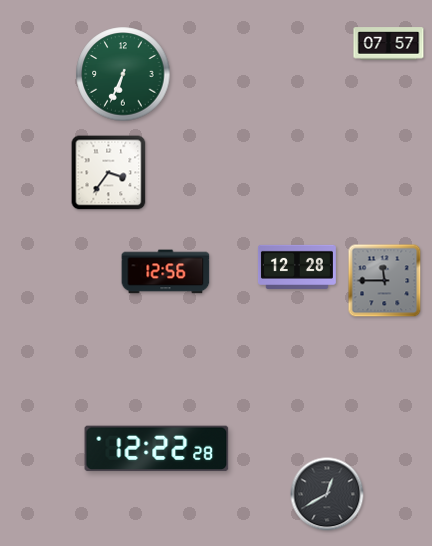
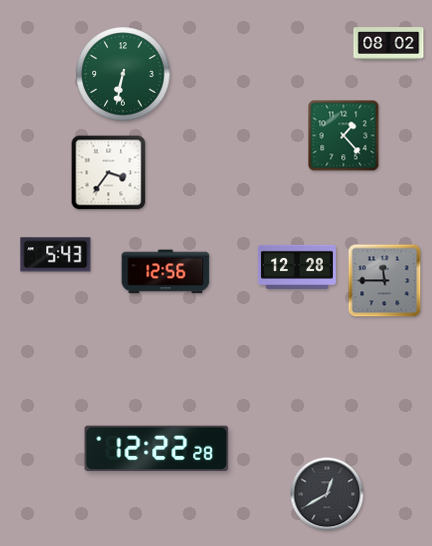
clock at (389, 44): 07:57 -> 08:02
clock at (123, 74): 6:34 -> 6:32
clock at (344, 136): none -> 1:23
clock at (56, 255): none -> 5:43
